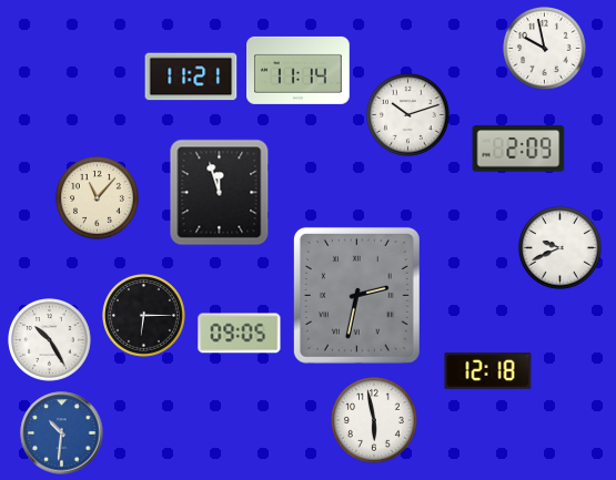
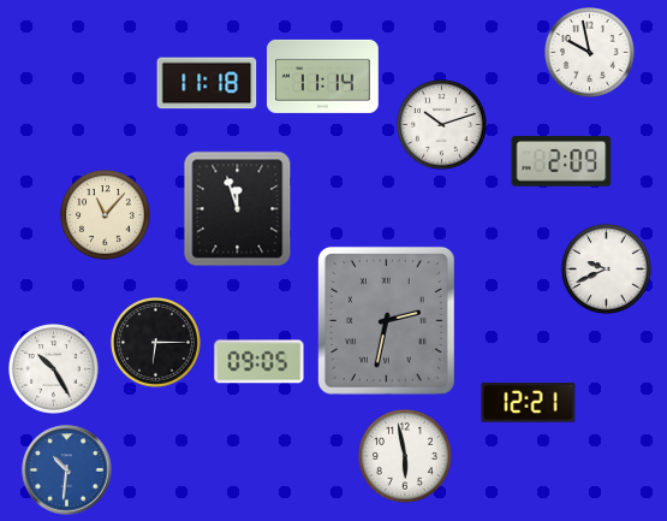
clock at (191, 76): 11:21 -> 11:18
clock at (488, 371): 12:18 -> 12:21
